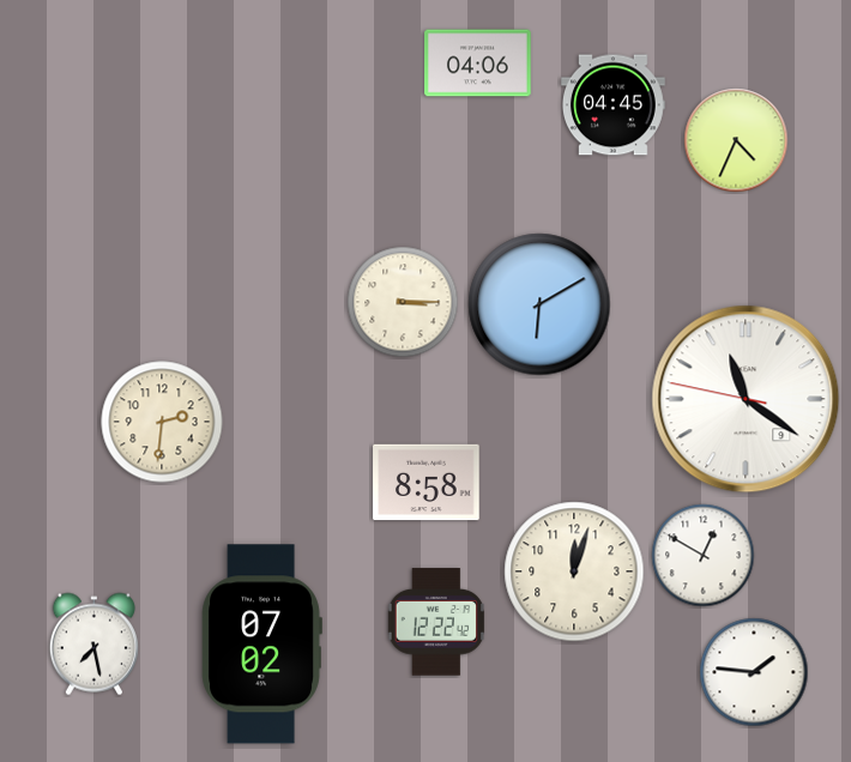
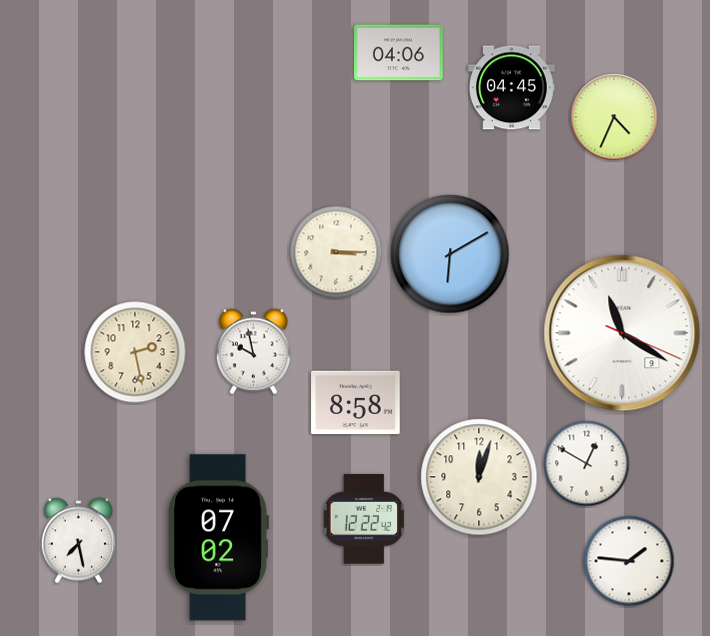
clock at (746, 399): 11:20:47 -> 11:20:19
clock at (162, 422): 2:31 -> 2:28
clock at (253, 352): none -> 9:58
clock at (93, 645) position: (93, 645) -> (78, 541)
